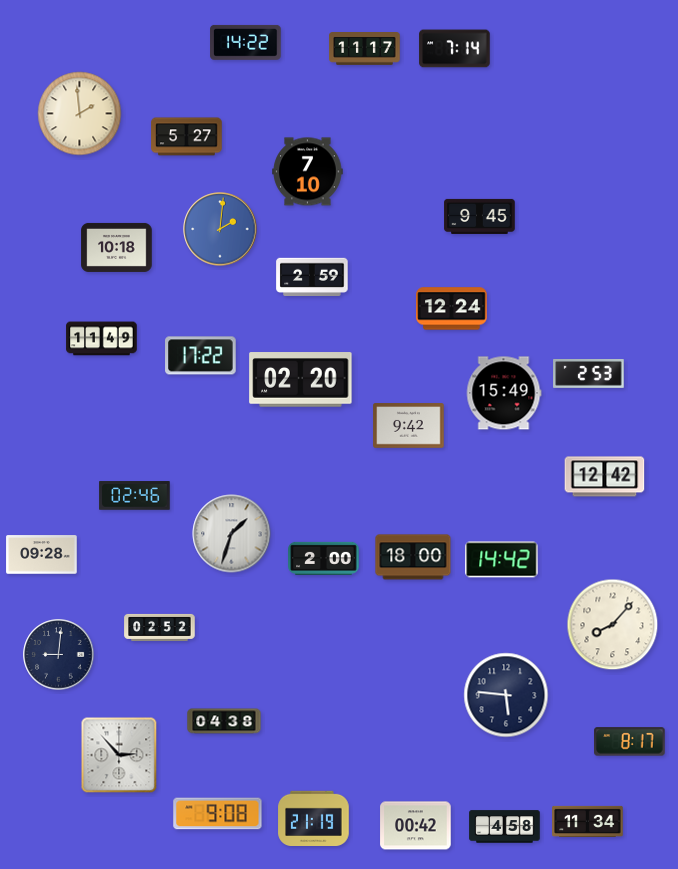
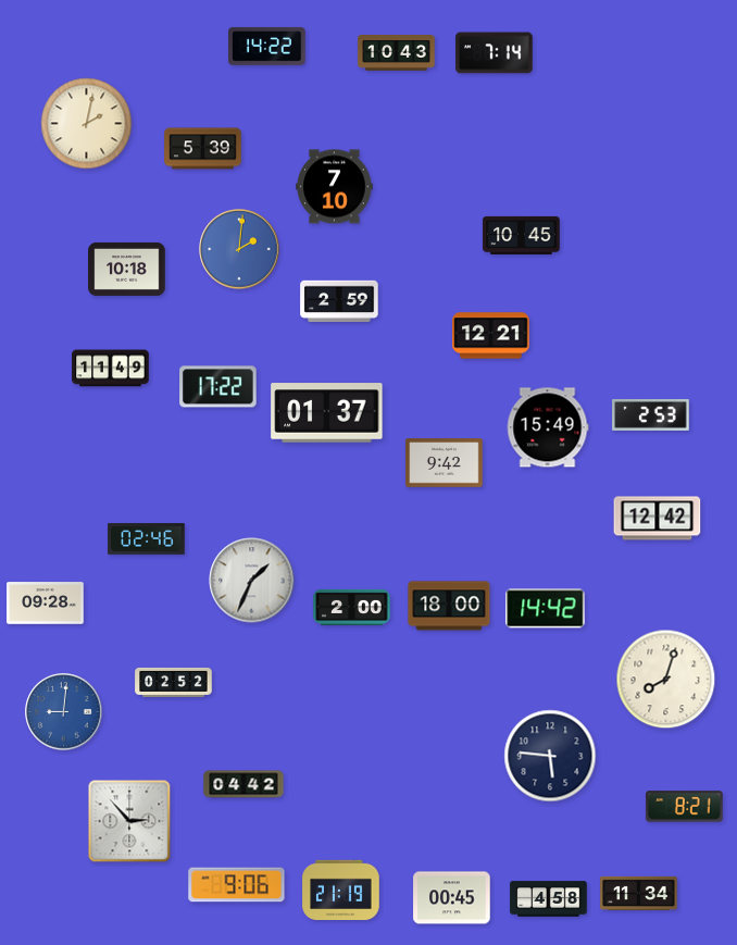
clock at (365, 49): 11:17 -> 10:43
clock at (80, 114): 1:59 -> 2:02
clock at (187, 137): 5:27 -> 5:39
clock at (480, 216): 9:45 -> 10:45
clock at (452, 309): 12:24 -> 12:21
clock at (589, 374) position: (589, 374) -> (651, 415)
clock at (301, 380): 02:20 -> 01:37
clock at (232, 534): 1:33 -> 1:34
clock at (613, 625): 8:07 -> 8:03
clock at (59, 655) dial: navy -> blue
clock at (224, 721): 04:38 -> 04:42
clock at (630, 742): 8:17 -> 8:21
clock at (218, 814): 9:08 -> 9:06
clock at (416, 826): 00:42 -> 00:45
